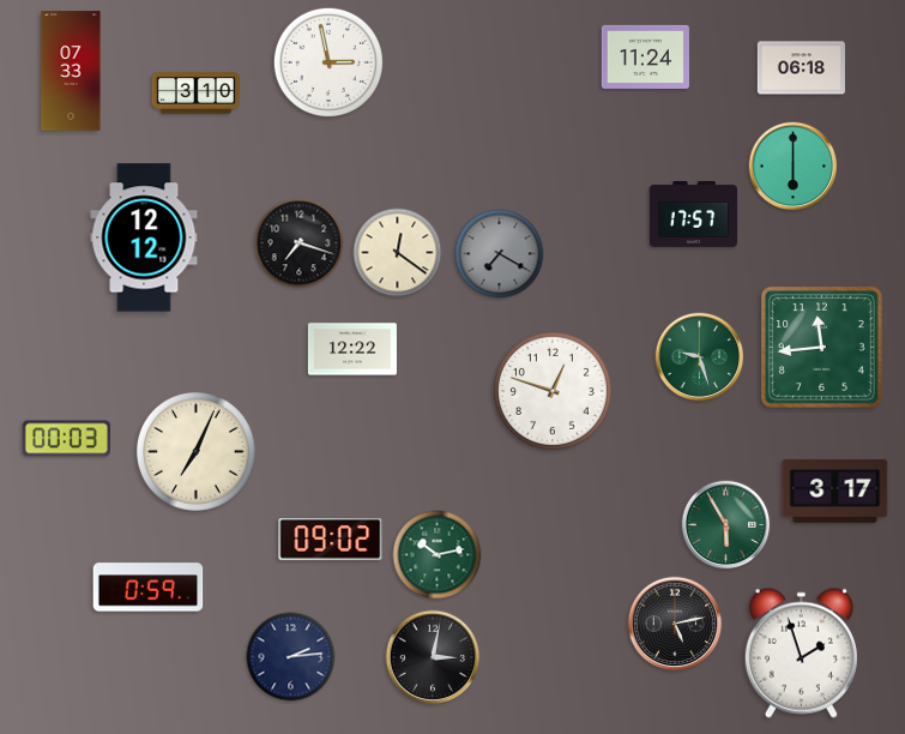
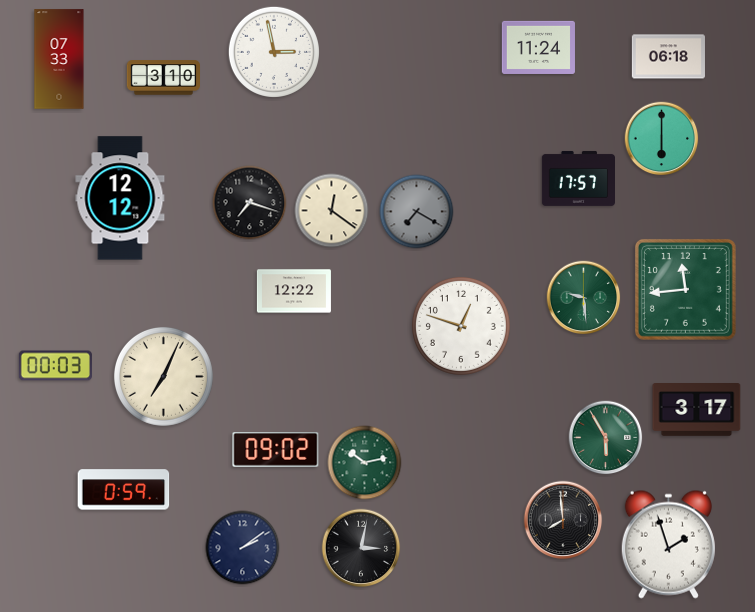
clock at (700, 357): 9:27 -> 9:29
clock at (675, 624): 5:13 -> 7:59
clock at (291, 657): 2:14 -> 2:09
